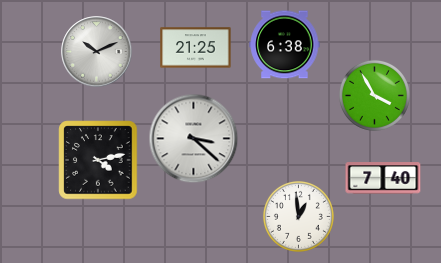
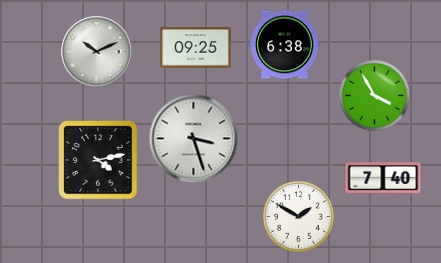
clock at (196, 48): 21:25 -> 09:25
clock at (194, 139): 3:22 -> 3:27
clock at (298, 216): 12:59 -> 1:50
